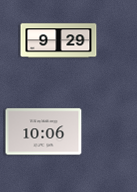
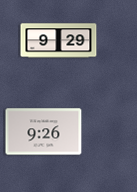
clock at (44, 132): 10:06 -> 9:26
